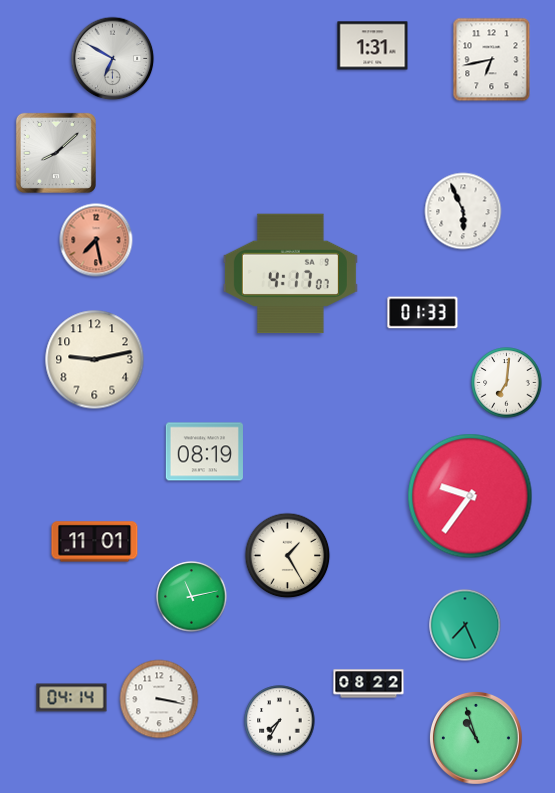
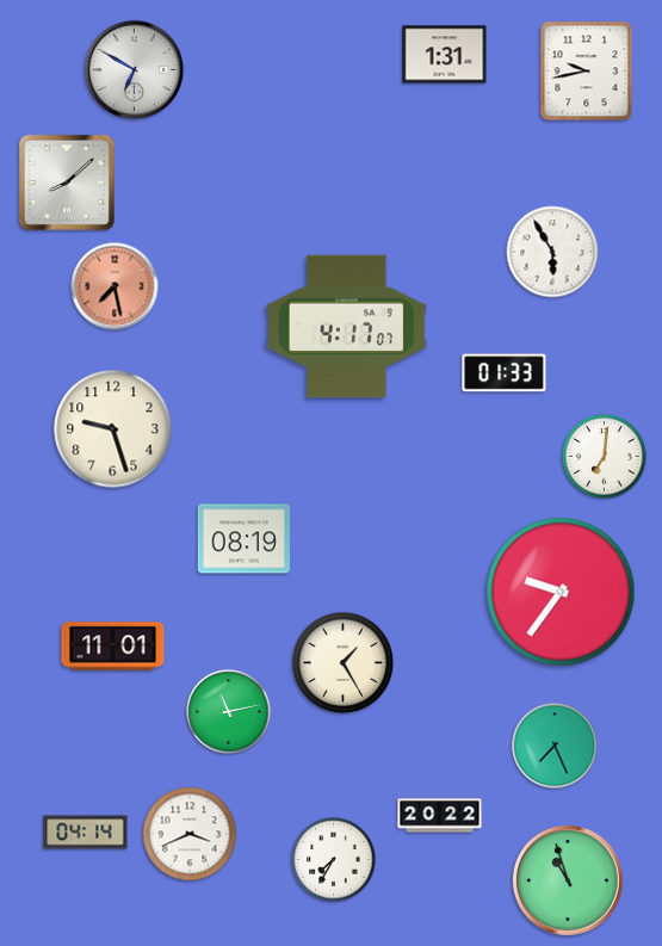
clock at (492, 60): 6:43 -> 9:43
clock at (463, 211): 5:56 -> 5:55
clock at (95, 360): 9:13 -> 9:27
clock at (369, 684): 08:22 -> 20:22
clock at (159, 699): 3:17 -> 3:41
